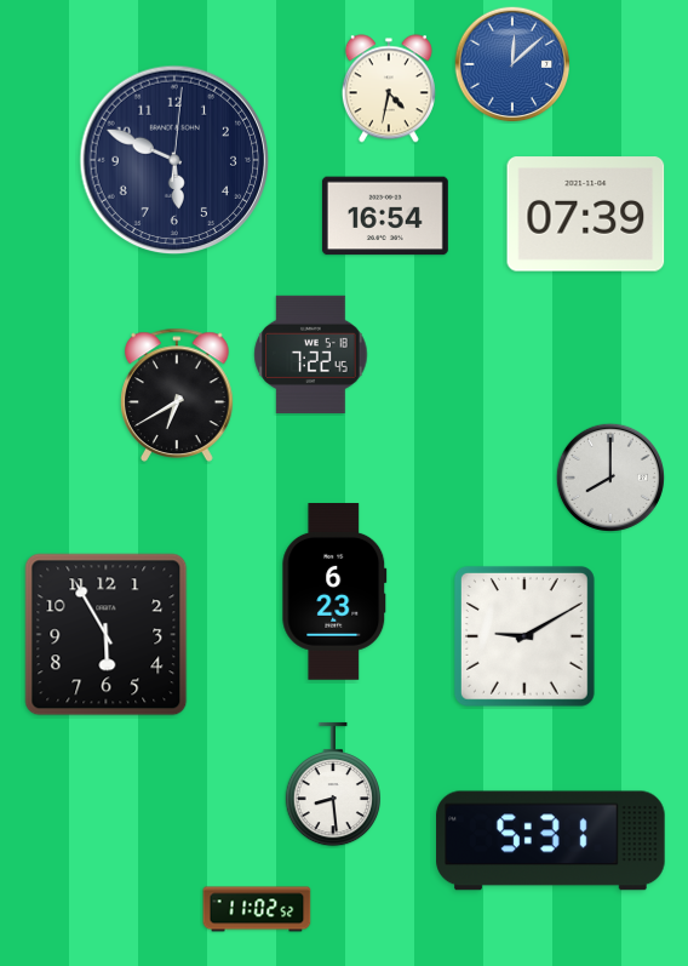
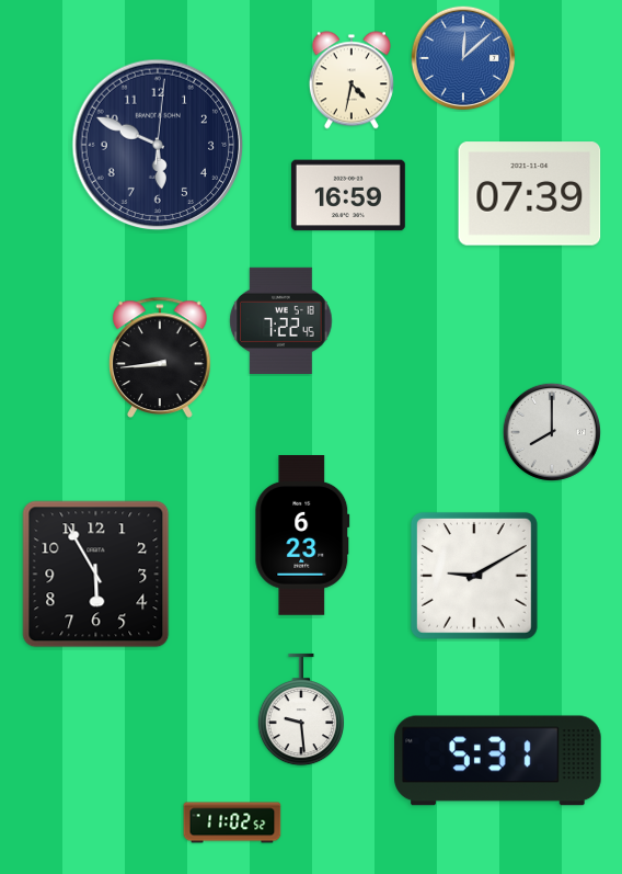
clock at (385, 216): 16:54 -> 16:59
clock at (177, 395): 6:40 -> 8:44
clock at (332, 784): 8:29 -> 9:29
